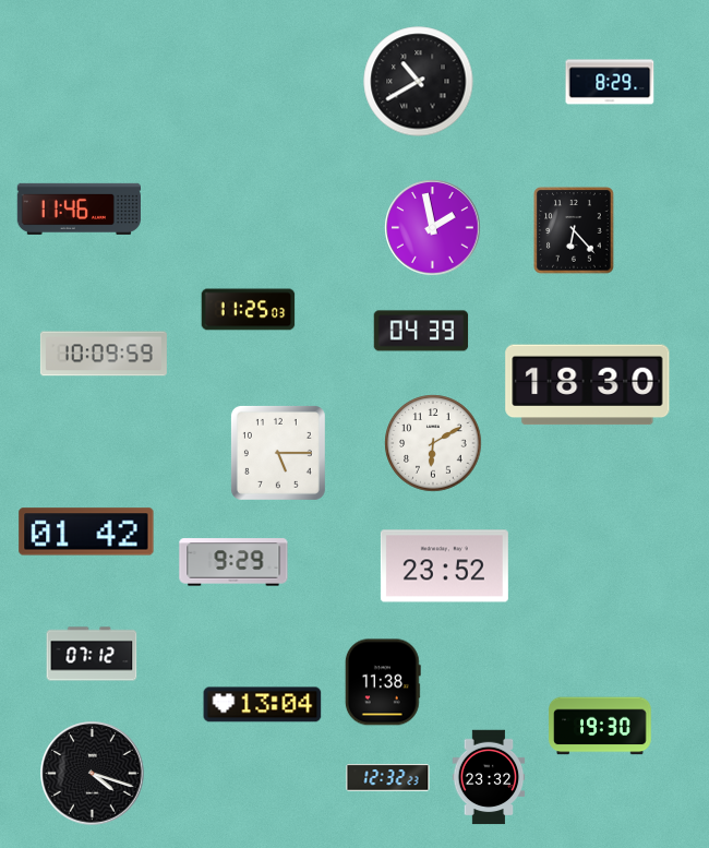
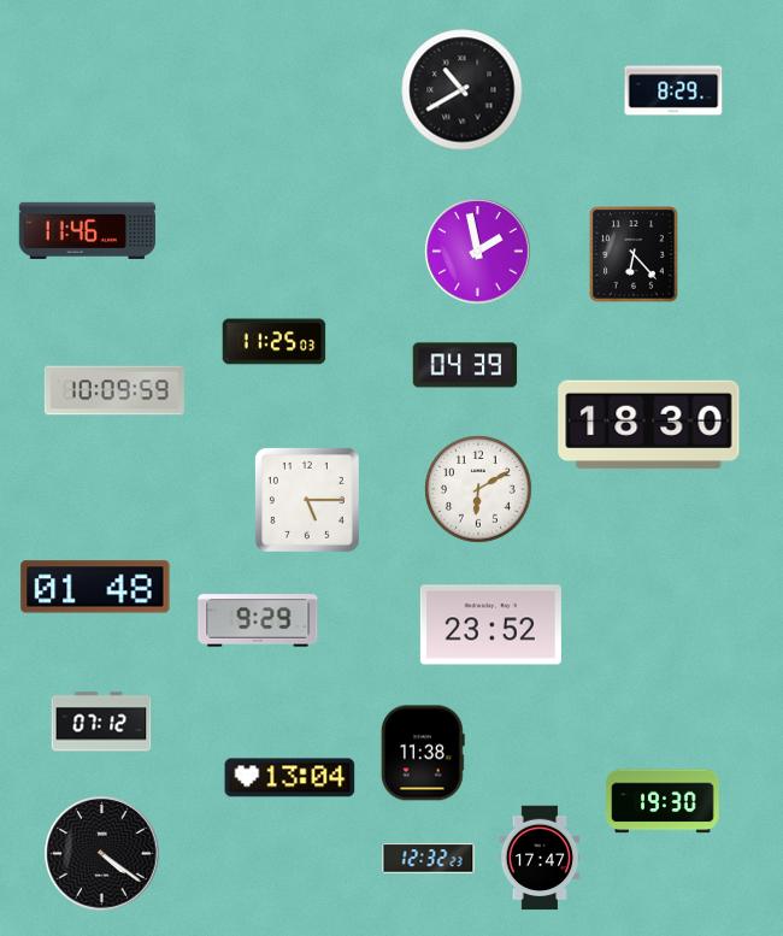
clock at (86, 532): 01:42 -> 01:48
clock at (93, 774): 4:18 -> 4:21
clock at (489, 777): 23:32 -> 17:47
